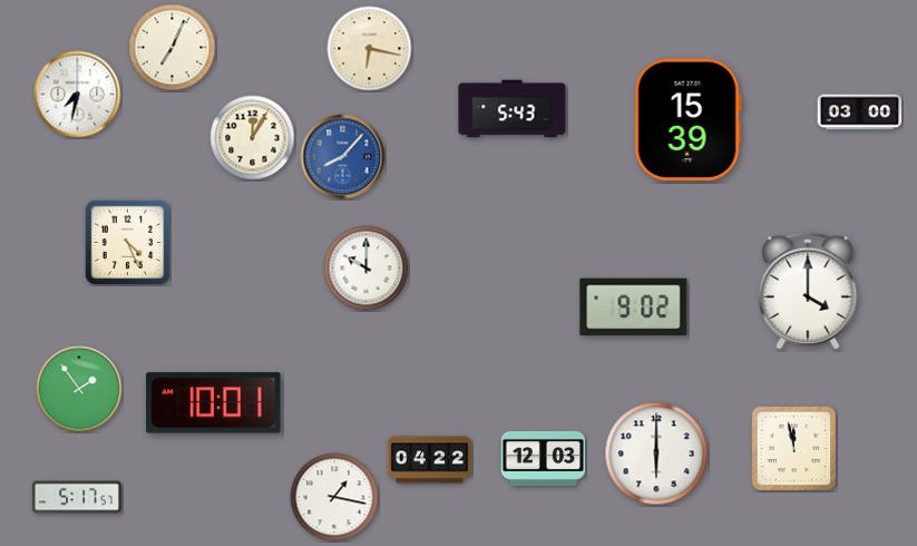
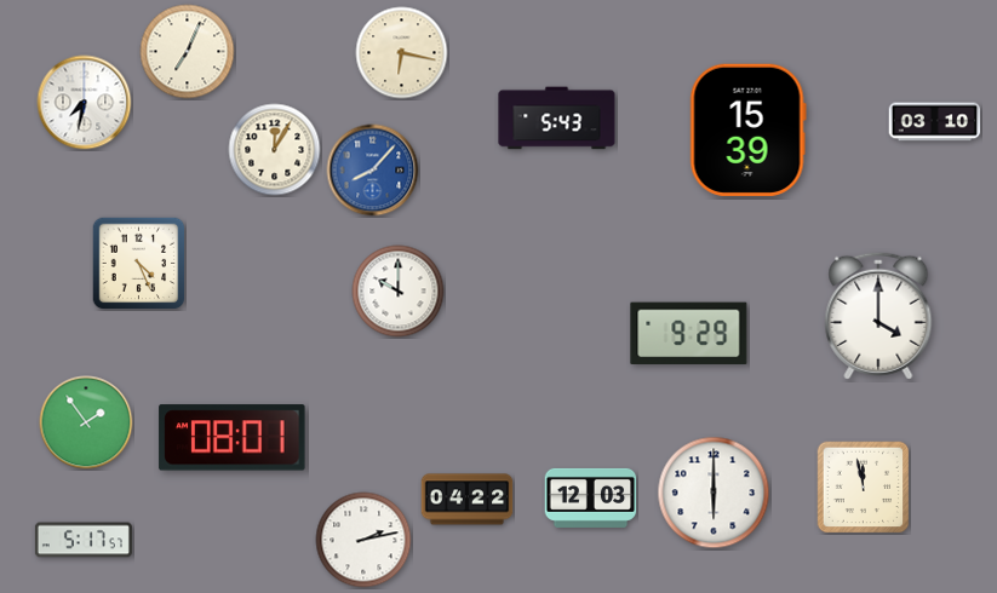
clock at (860, 113): 03:00 -> 03:10
clock at (634, 308): 9:02 -> 9:29
clock at (214, 403): 10:01 -> 08:01
clock at (334, 497): 1:17 -> 2:13
